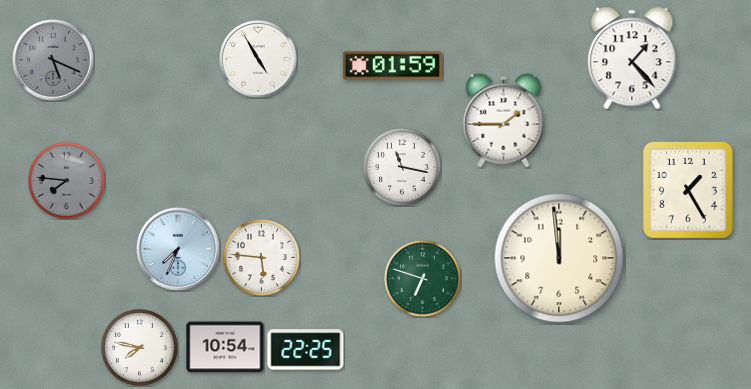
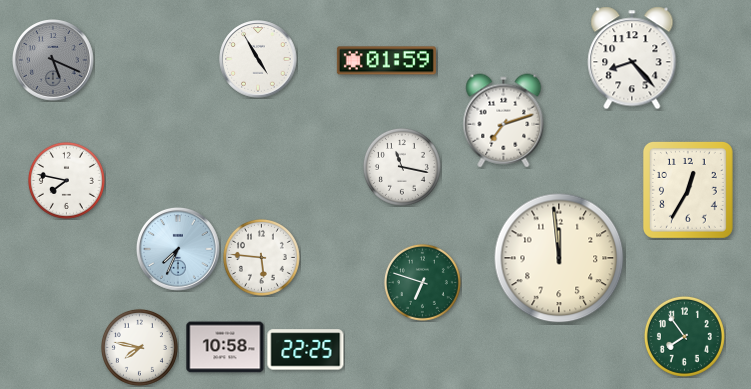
clock at (632, 58): 1:23 -> 8:23
clock at (392, 66) position: (392, 66) -> (386, 61)
clock at (504, 121): 1:45 -> 7:12
clock at (66, 180): 7:46 -> 7:47
clock at (66, 180) dial: grey -> white
clock at (688, 190): 1:25 -> 12:35
clock at (422, 278) position: (422, 278) -> (422, 282)
clock at (684, 336): none -> 7:54
clock at (225, 347): 10:54 -> 10:58
